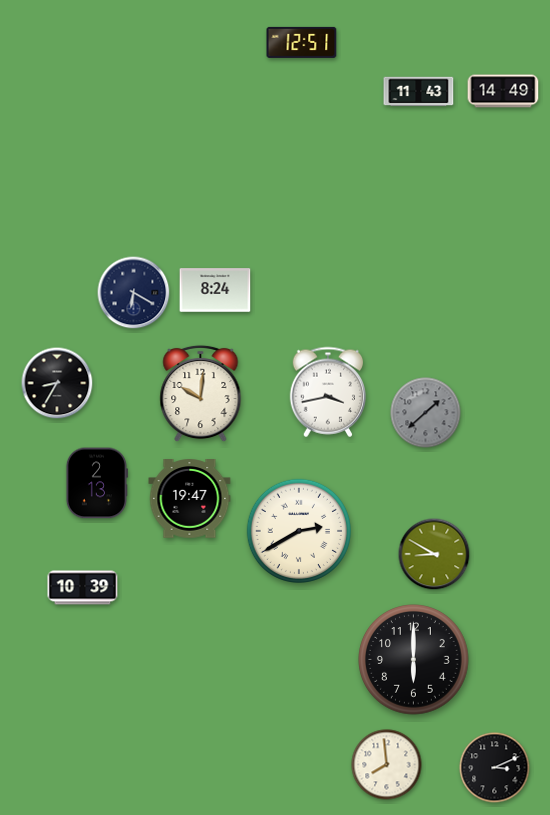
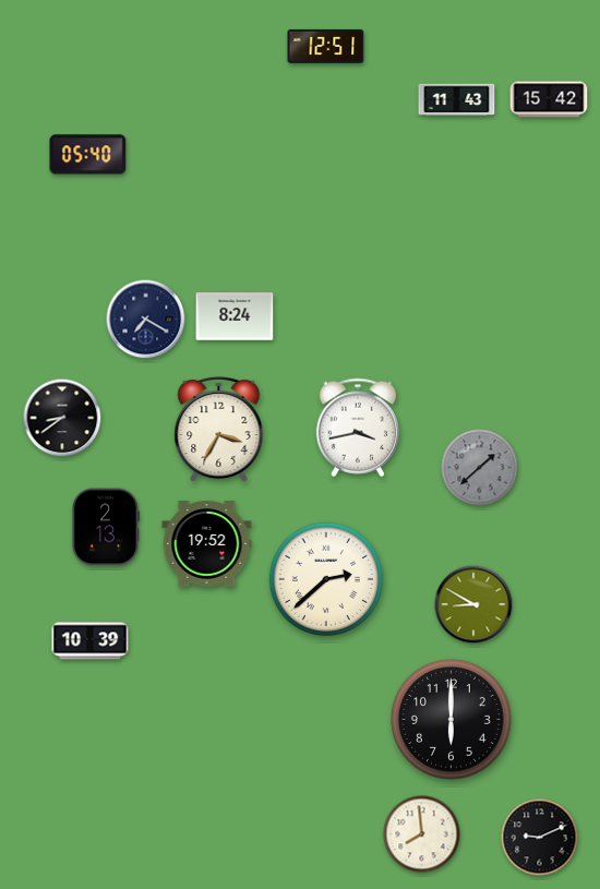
clock at (302, 42) position: (302, 42) -> (326, 46)
clock at (503, 91): 14:49 -> 15:42
clock at (88, 155): none -> 05:40
clock at (134, 293): 6:20 -> 7:20
clock at (57, 383): 8:35 -> 8:39
clock at (201, 394): 10:01 -> 3:35
clock at (426, 413) position: (426, 413) -> (480, 468)
clock at (190, 499): 19:47 -> 19:52
clock at (298, 530): 2:40 -> 2:38
clock at (495, 768): 3:11 -> 9:11
